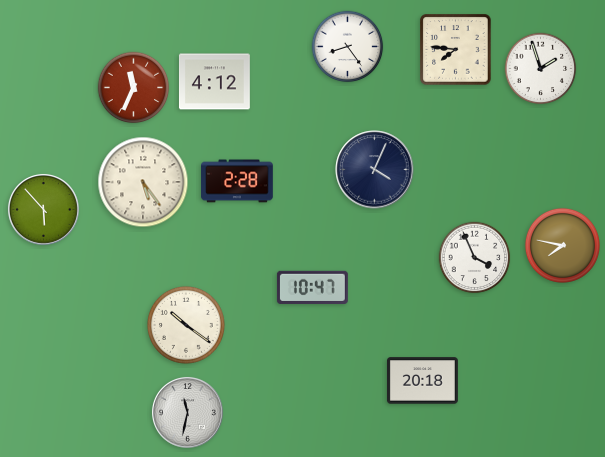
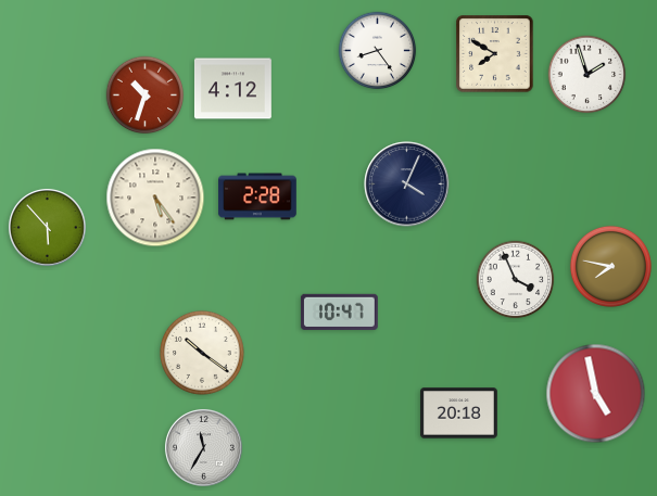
clock at (456, 50): 7:46 -> 7:50
clock at (134, 88): 11:34 -> 10:33
clock at (596, 394): none -> 4:58
clock at (187, 412): 11:32 -> 11:35
